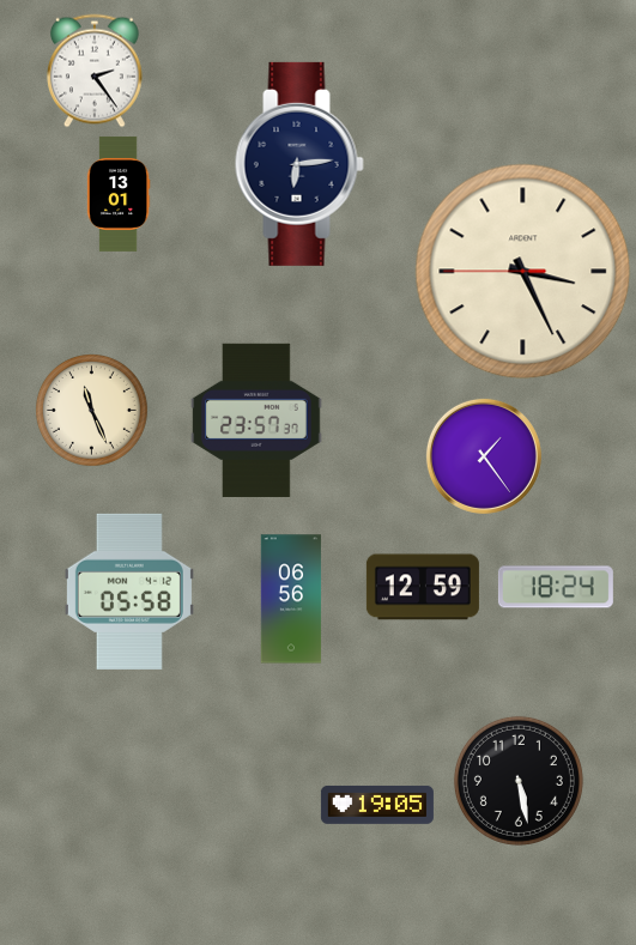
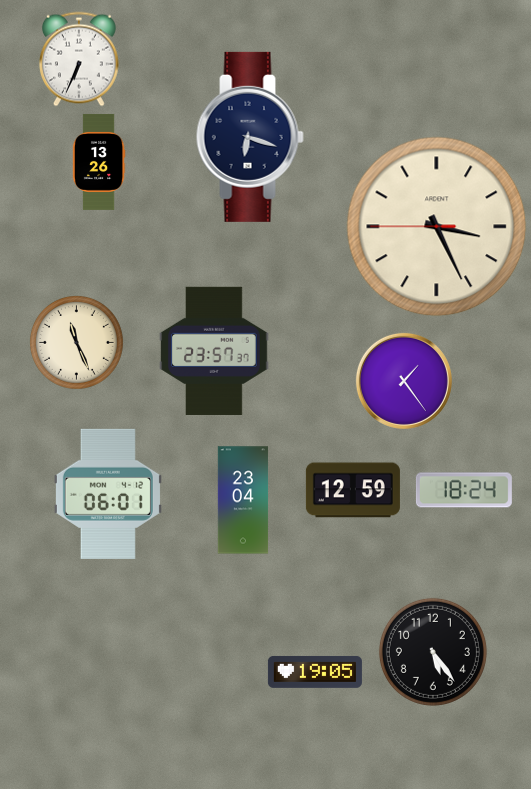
clock at (95, 71): 2:24 -> 6:34
clock at (299, 164): 6:14 -> 6:18
clock at (119, 194): 13:01 -> 13:26
clock at (129, 592): 05:58 -> 06:01
clock at (291, 599): 06:56 -> 23:04
clock at (519, 781): 5:28 -> 5:24
